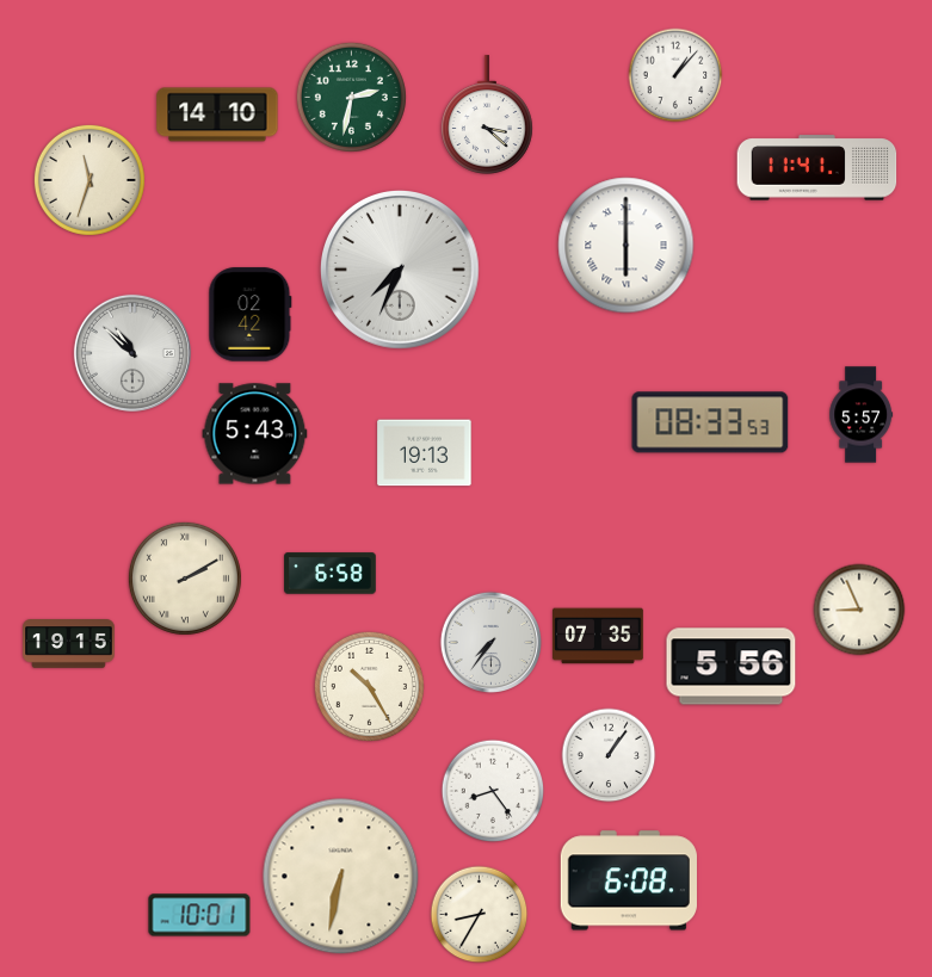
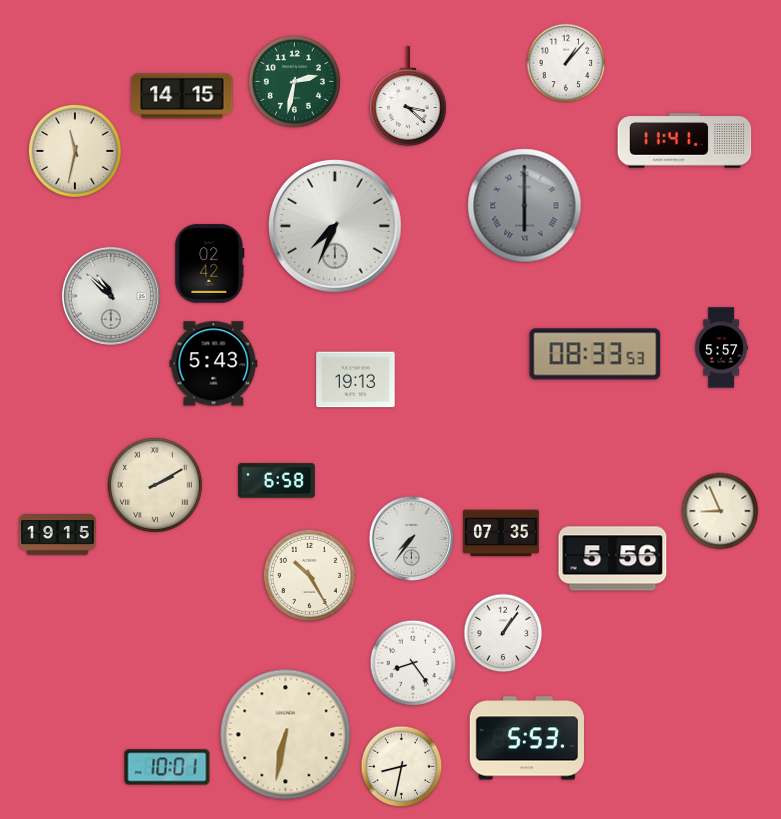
clock at (217, 115): 14:10 -> 14:15
clock at (90, 180): 11:33 -> 11:32
clock at (627, 246) dial: white -> grey
clock at (69, 644) position: (69, 644) -> (58, 535)
clock at (609, 755) position: (609, 755) -> (503, 633)
clock at (629, 880): 6:08 -> 5:53
clock at (480, 915): 8:35 -> 8:32
